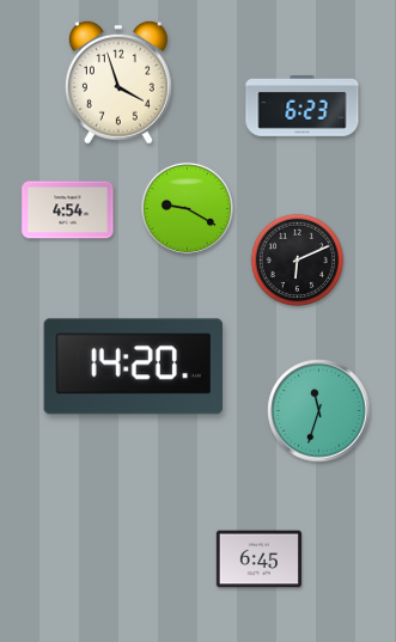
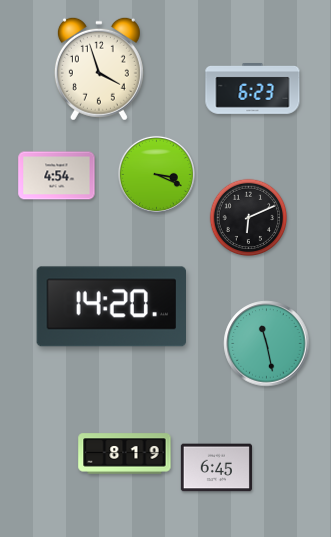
clock at (187, 208): 9:20 -> 3:19
clock at (319, 411): 11:33 -> 11:28
clock at (125, 454): none -> 8:19
